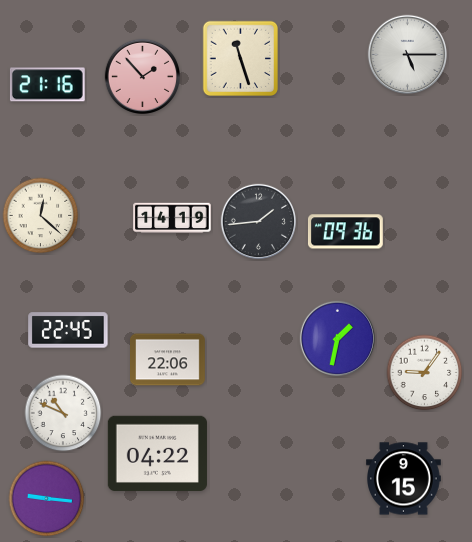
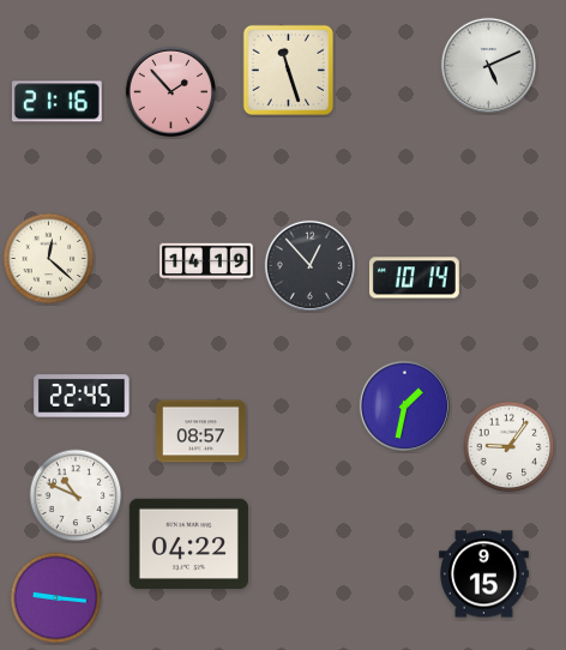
clock at (408, 55): 5:15 -> 5:11
clock at (258, 221): 1:44 -> 12:53
clock at (345, 232): 09:36 -> 10:14
clock at (168, 360): 22:06 -> 08:57
